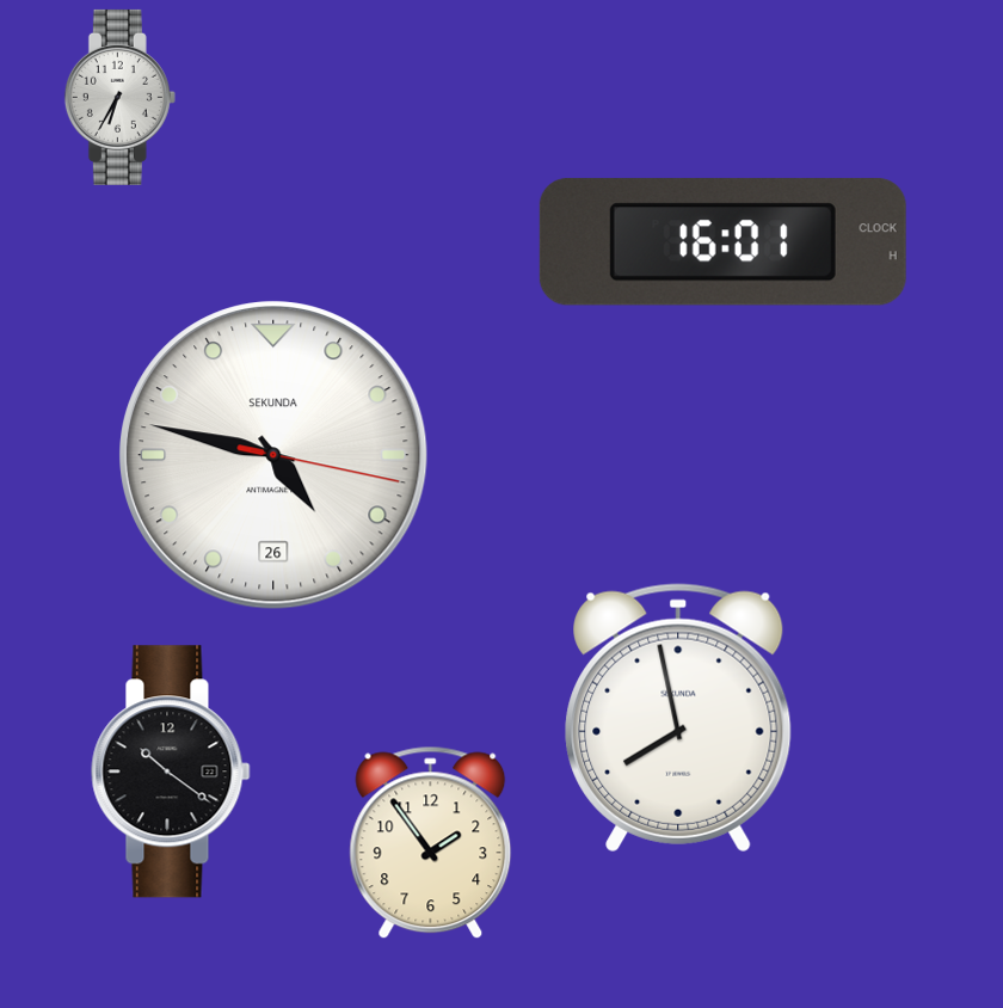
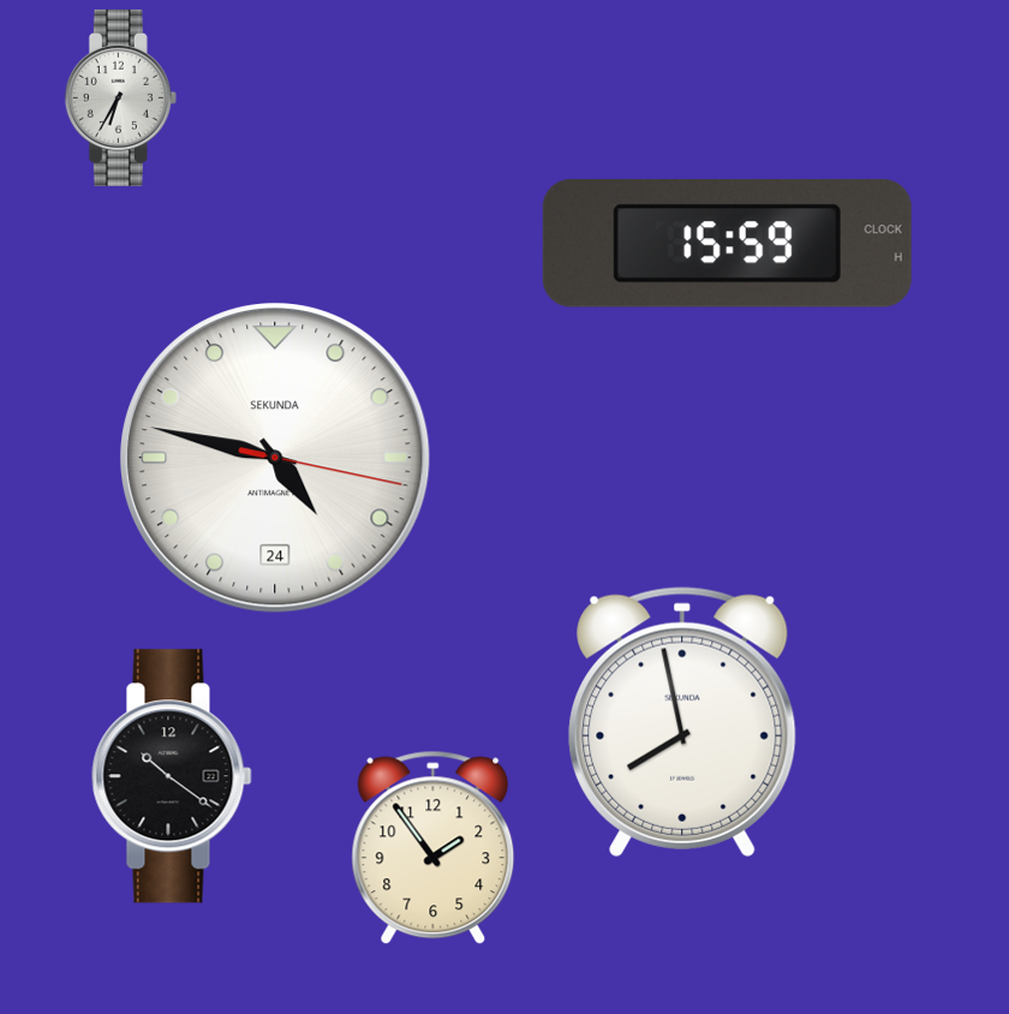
clock at (722, 242): 16:01 -> 15:59
clock at (273, 455) date: 26 -> 24
